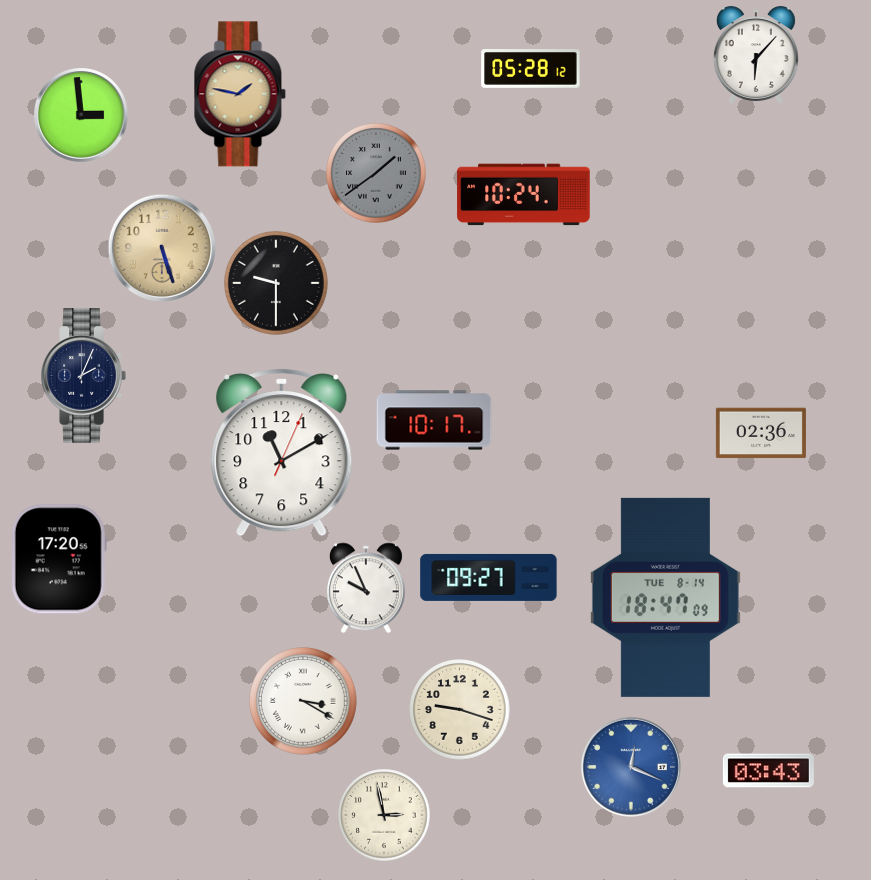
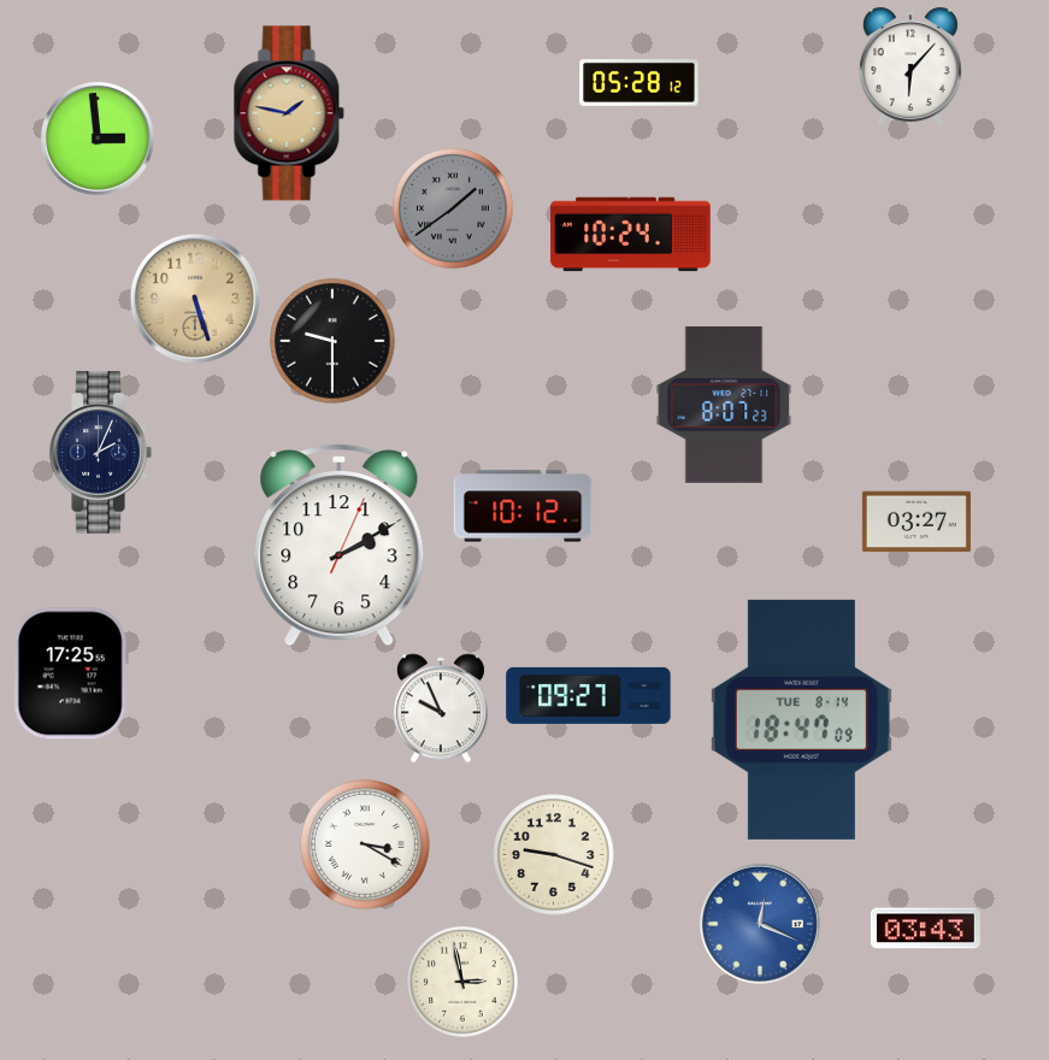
clock at (724, 405): none -> 8:07
clock at (434, 420): 10:17 -> 10:12
clock at (761, 433): 02:36 -> 03:27
clock at (282, 453): 11:10 -> 2:10
clock at (59, 559): 17:20 -> 17:25
